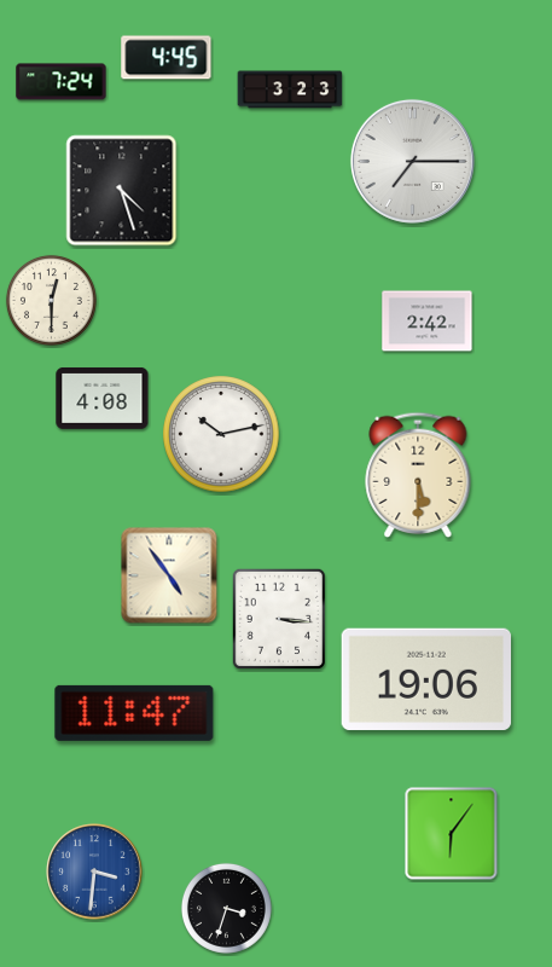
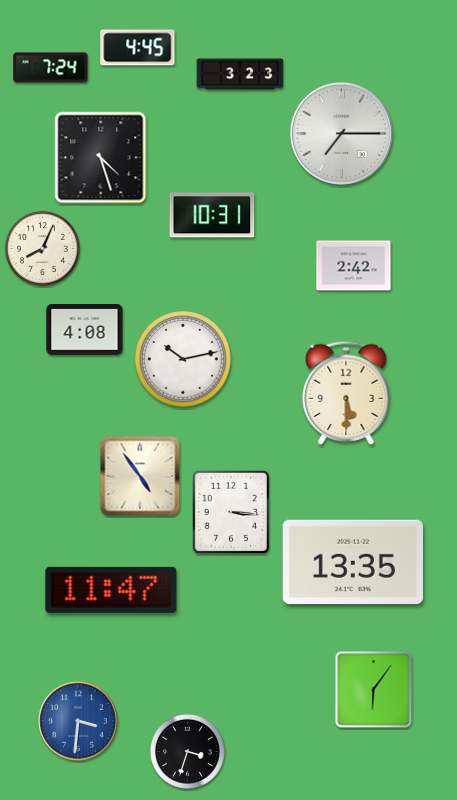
clock at (212, 215): none -> 10:31
clock at (51, 300): 12:30 -> 8:04
clock at (426, 678): 19:06 -> 13:35
